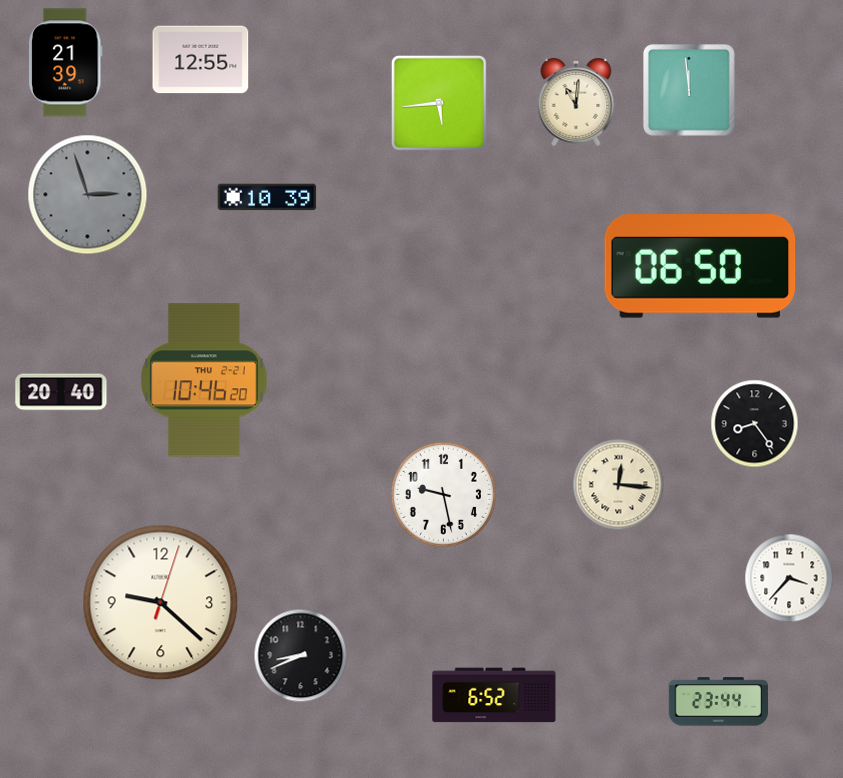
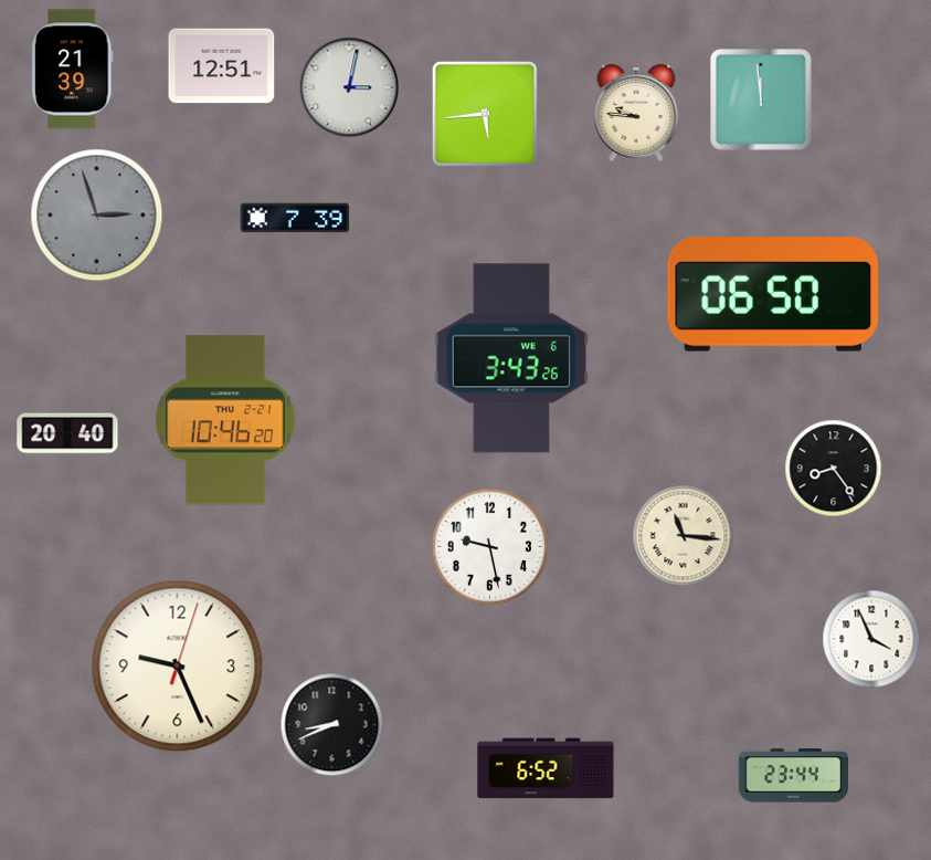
clock at (201, 60): 12:55 -> 12:51
clock at (349, 87): none -> 3:02
clock at (576, 102): 11:01 -> 9:46
clock at (267, 197): 10:39 -> 7:39
clock at (511, 358): none -> 3:43
clock at (619, 485): 12:16 -> 11:16
clock at (789, 578): 3:37 -> 3:56
clock at (161, 603): 9:22 -> 9:26
